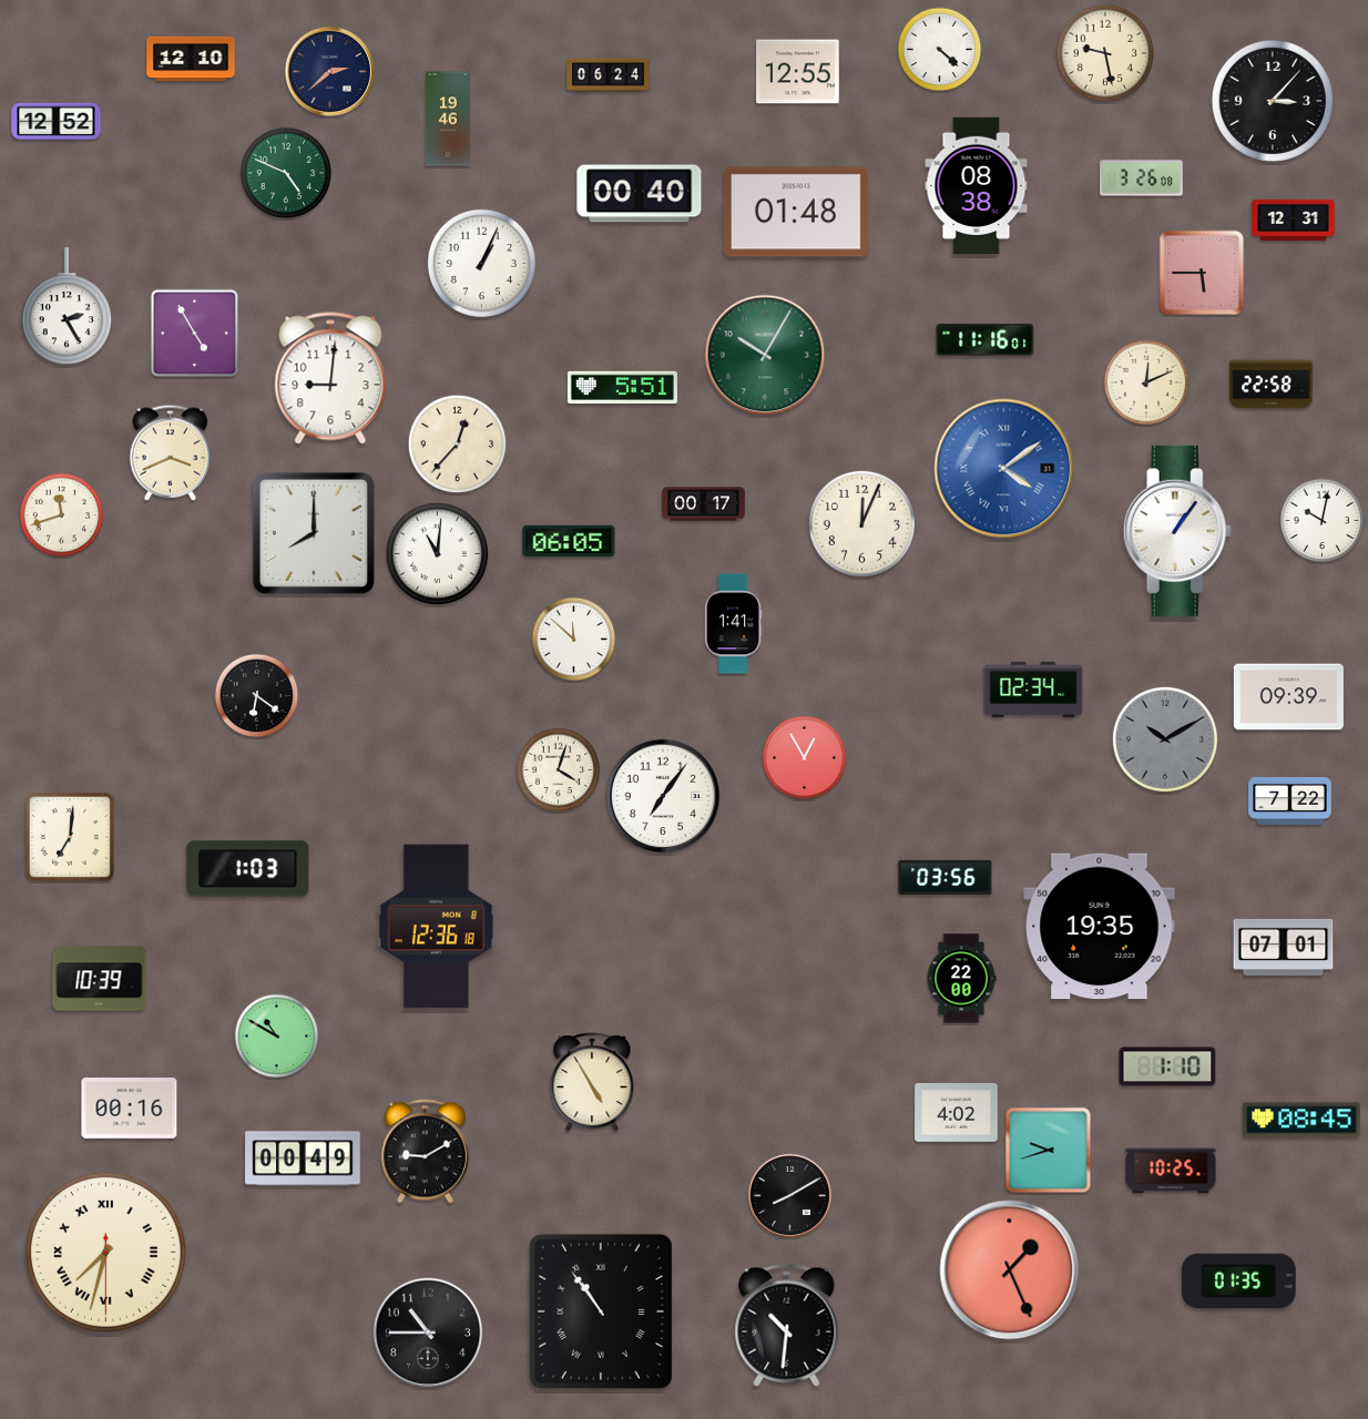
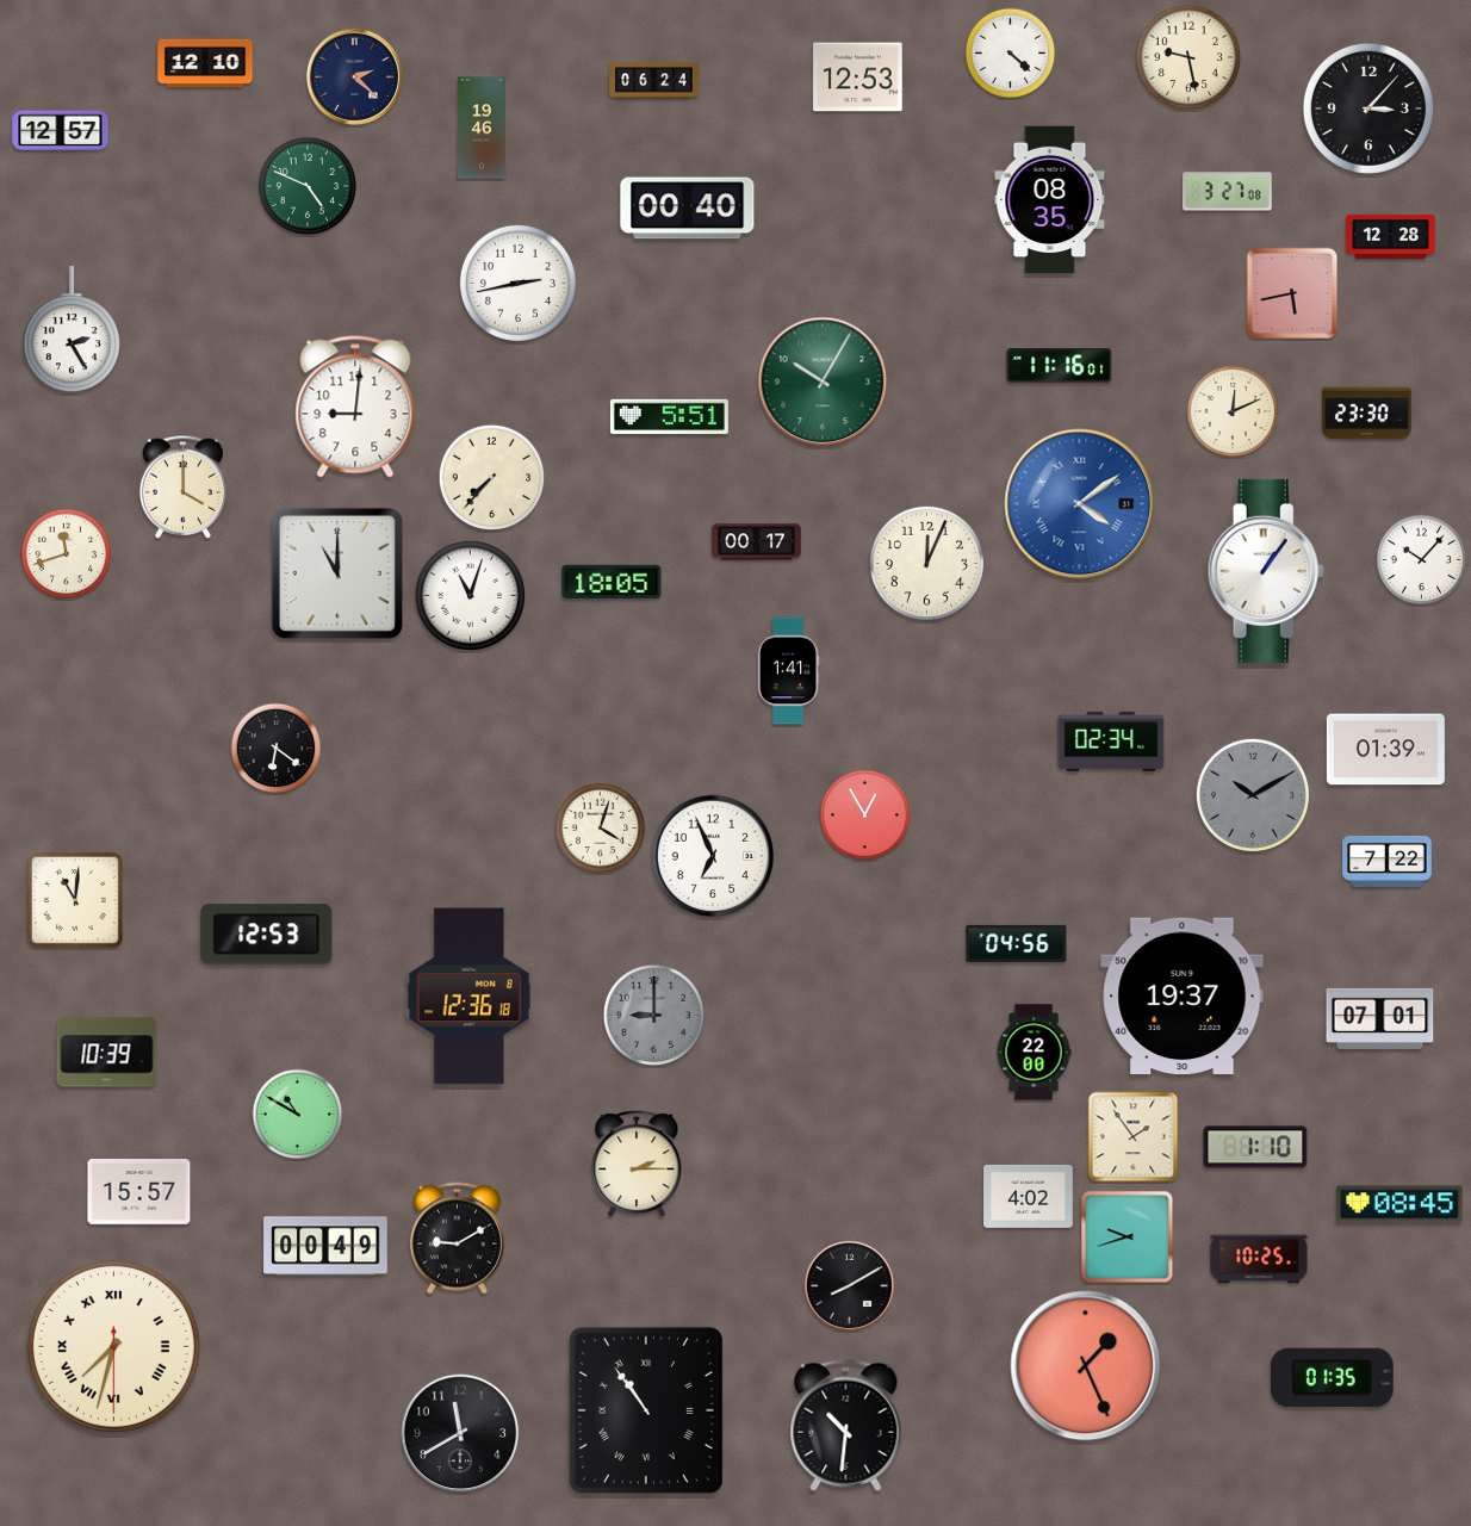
clock at (329, 71): 2:38 -> 2:22
clock at (798, 72): 12:55 -> 12:53
clock at (57, 121): 12:52 -> 12:57
clock at (1142, 178): 3:26 -> 3:27
clock at (977, 186): 08:38 -> 08:35
clock at (796, 212): 01:48 -> none
clock at (1294, 220): 12:31 -> 12:28
clock at (481, 263): 1:04 -> 2:43
clock at (1202, 273): 5:45 -> 5:43
clock at (195, 334): 4:55 -> none
clock at (1272, 385): 22:58 -> 23:30
clock at (458, 445): 12:37 -> 7:37
clock at (171, 452): 3:41 -> 4:00
clock at (1323, 521): 10:02 -> 10:07
clock at (314, 533): 8:00 -> 11:00
clock at (569, 541): 06:05 -> 18:05
clock at (438, 554): 11:01 -> 11:03
clock at (574, 640): 11:52 -> none
clock at (1288, 697): 09:39 -> 01:39
clock at (663, 796): 7:06 -> 6:56
clock at (70, 837): 7:01 -> 11:01
clock at (248, 869): 1:03 -> 12:53
clock at (946, 877): 03:56 -> 04:56
clock at (1100, 927): 19:35 -> 19:37
clock at (654, 1016): none -> 9:00
clock at (1134, 1137): none -> 1:54
clock at (592, 1083): 4:55 -> 2:15
clock at (130, 1109): 00:16 -> 15:57
clock at (428, 1333): 10:45 -> 11:40
